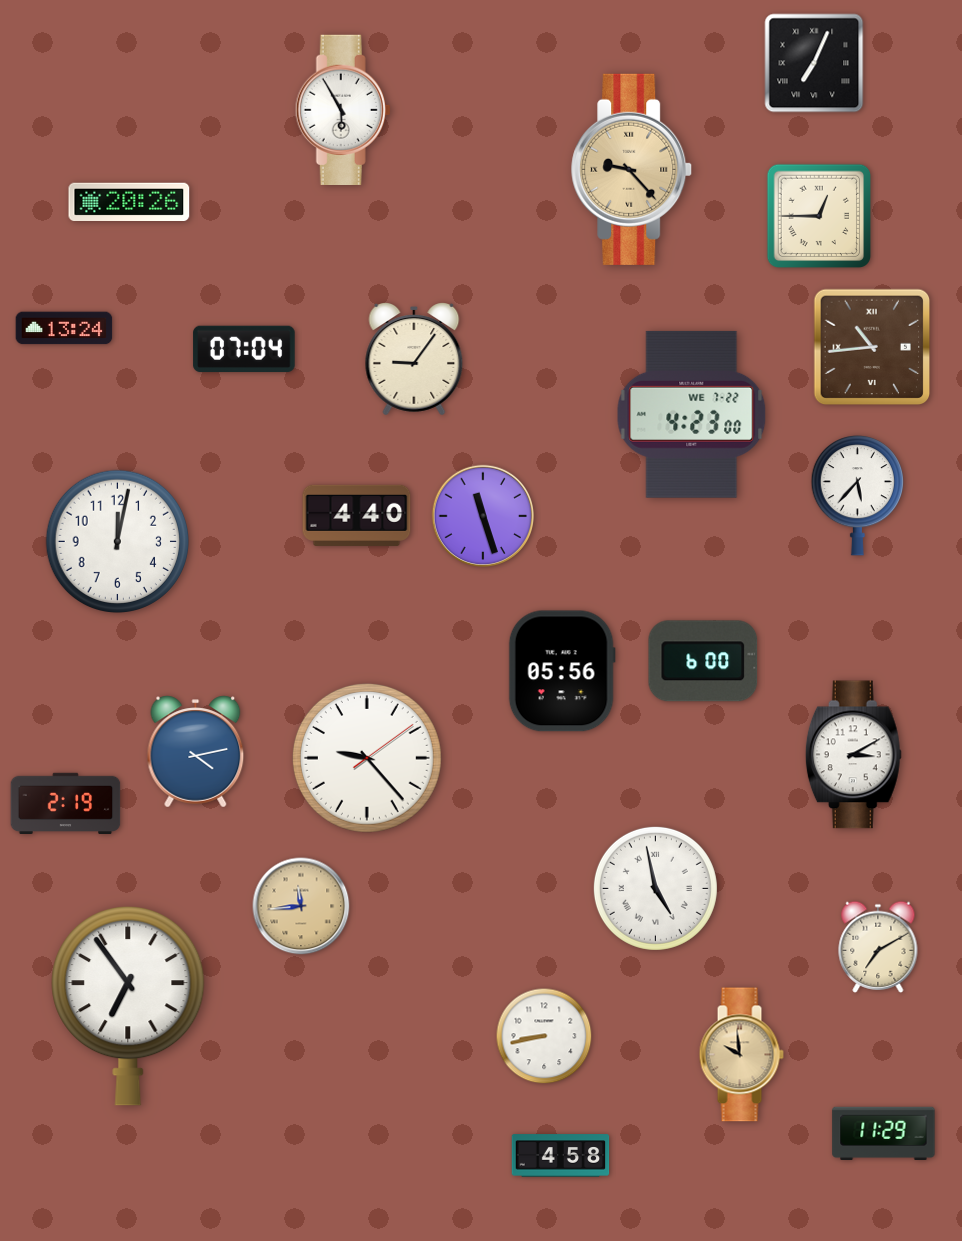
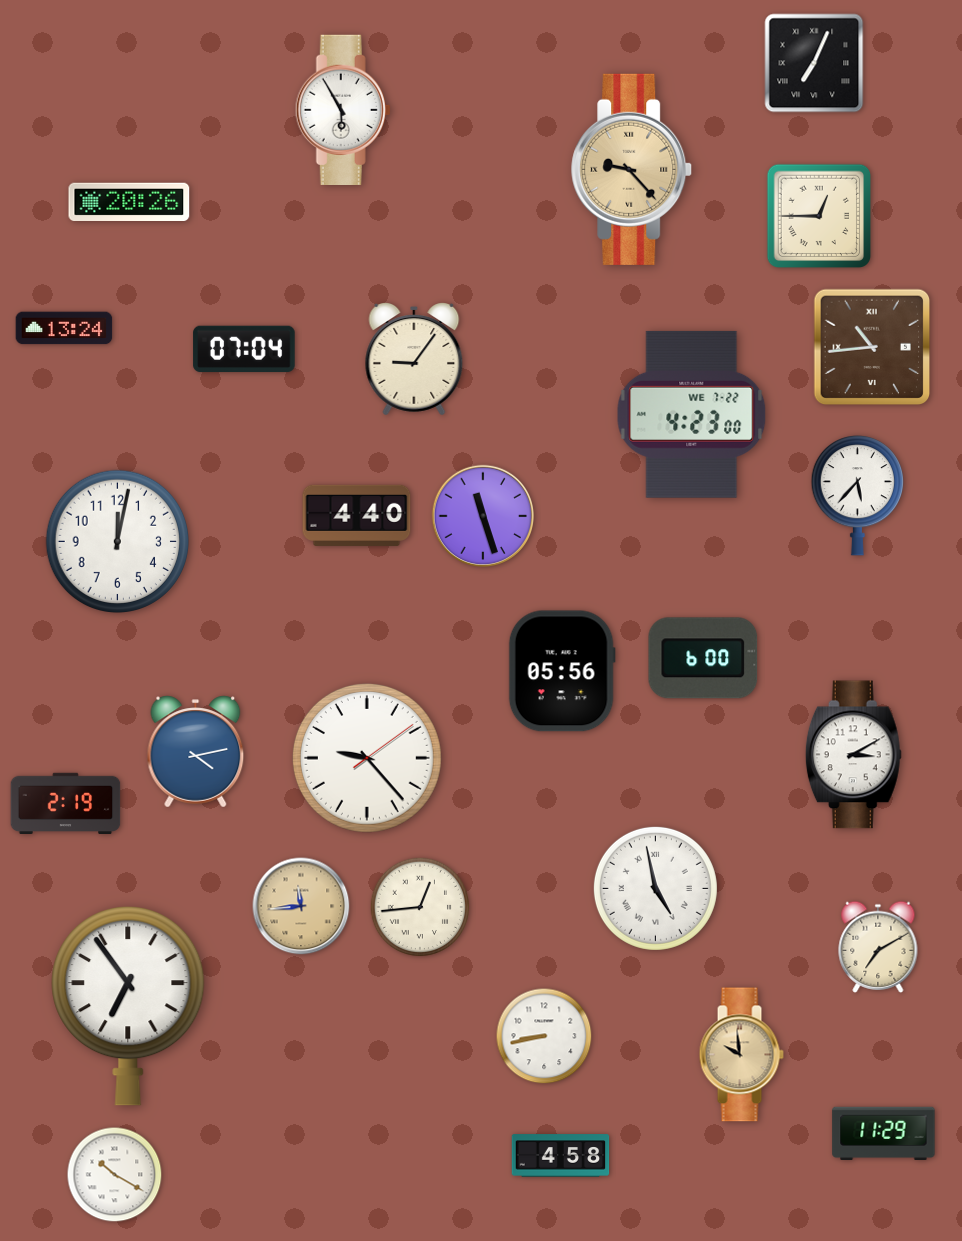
clock at (703, 661) position: (703, 661) -> (703, 658)
clock at (420, 907): none -> 12:44
clock at (115, 1175): none -> 10:20
